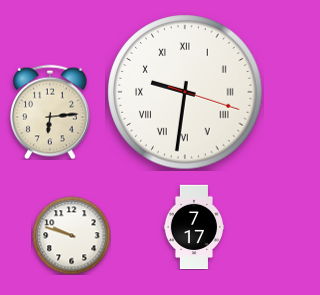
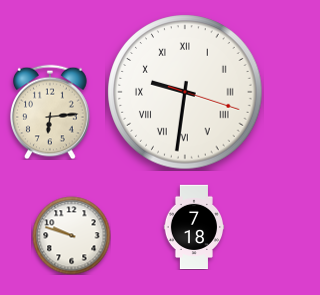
clock at (193, 227): 7:17 -> 7:18
